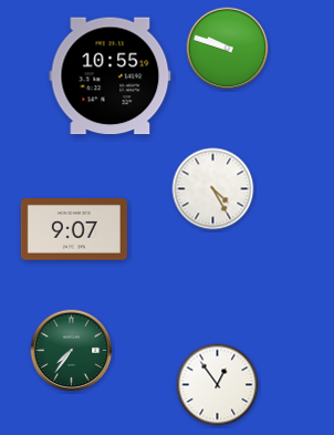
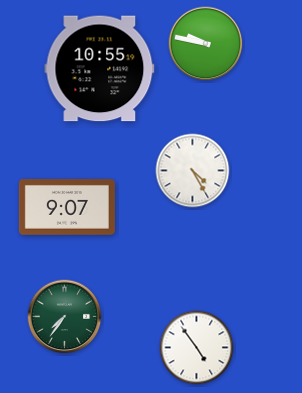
clock at (228, 49): 9:48 -> 9:47
clock at (218, 385): 12:54 -> 4:54
